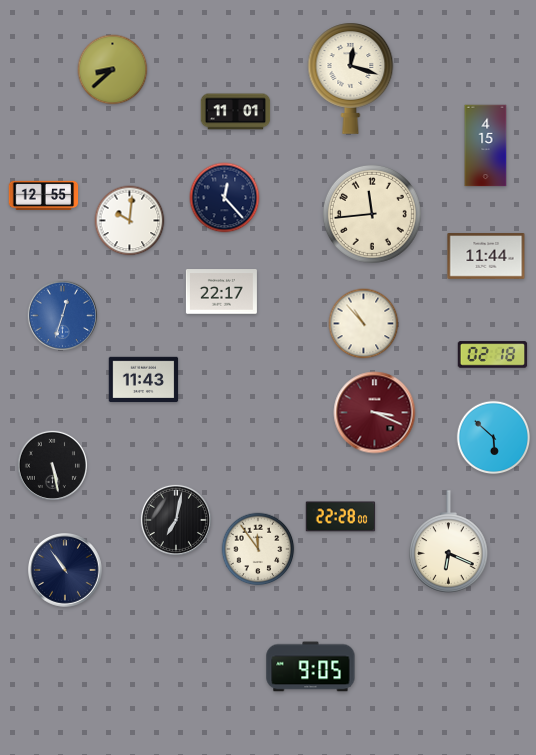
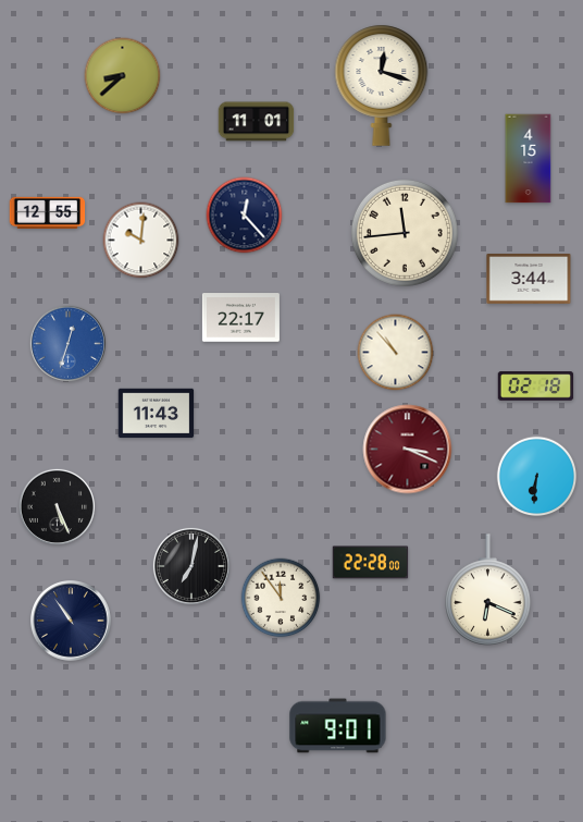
clock at (486, 256): 11:44 -> 3:44
clock at (494, 438): 5:52 -> 6:31
clock at (52, 465): 5:28 -> 5:26
clock at (311, 667): 9:05 -> 9:01
